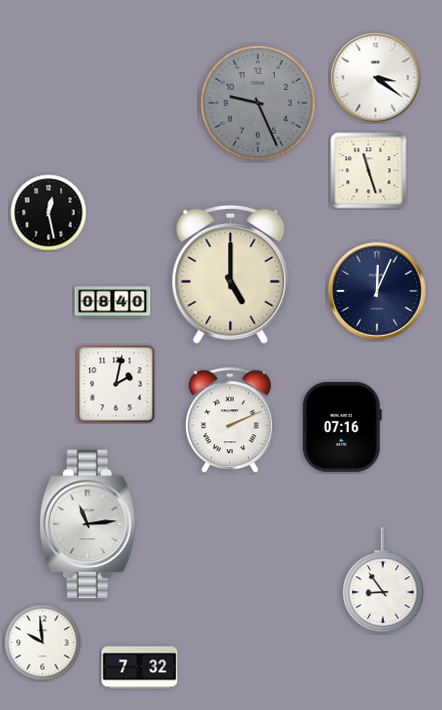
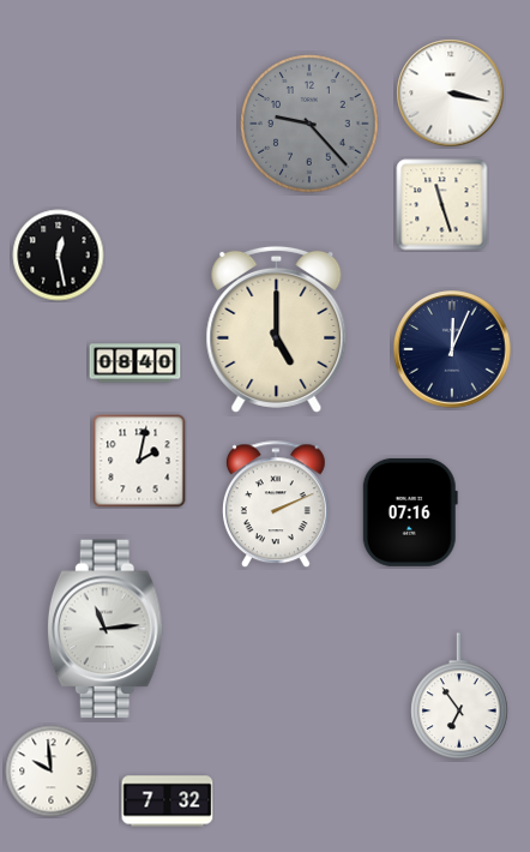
clock at (376, 78): 3:21 -> 3:17
clock at (258, 103): 9:26 -> 9:23
clock at (383, 580): 8:54 -> 6:54
